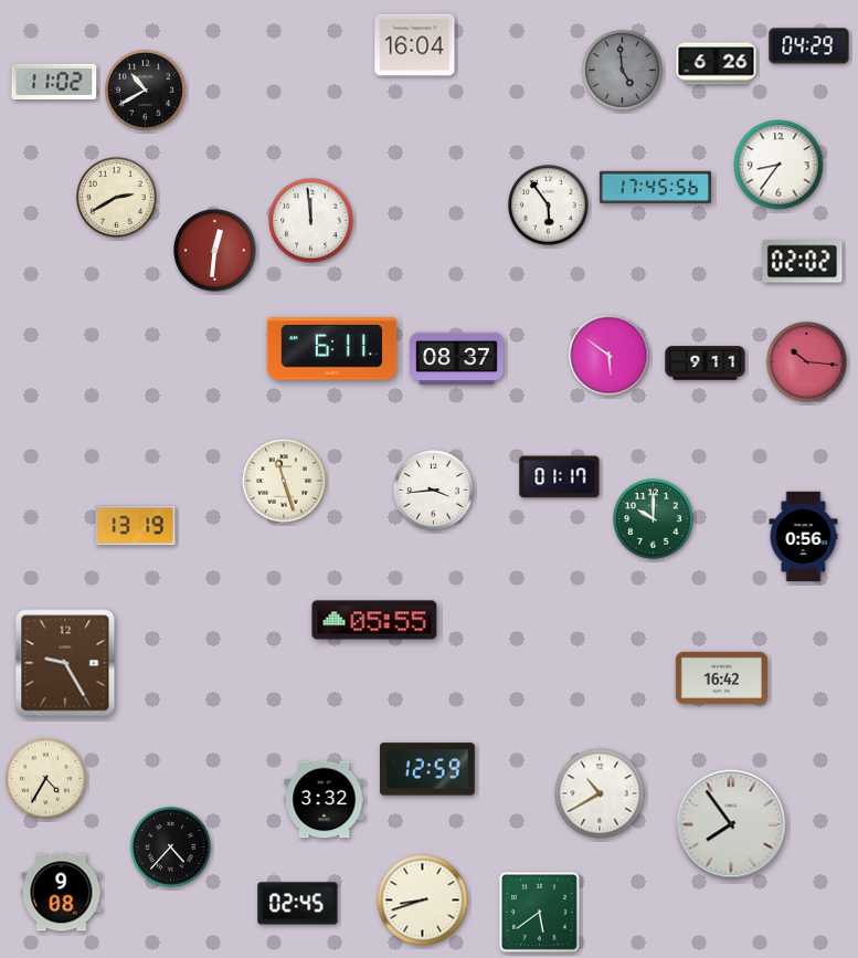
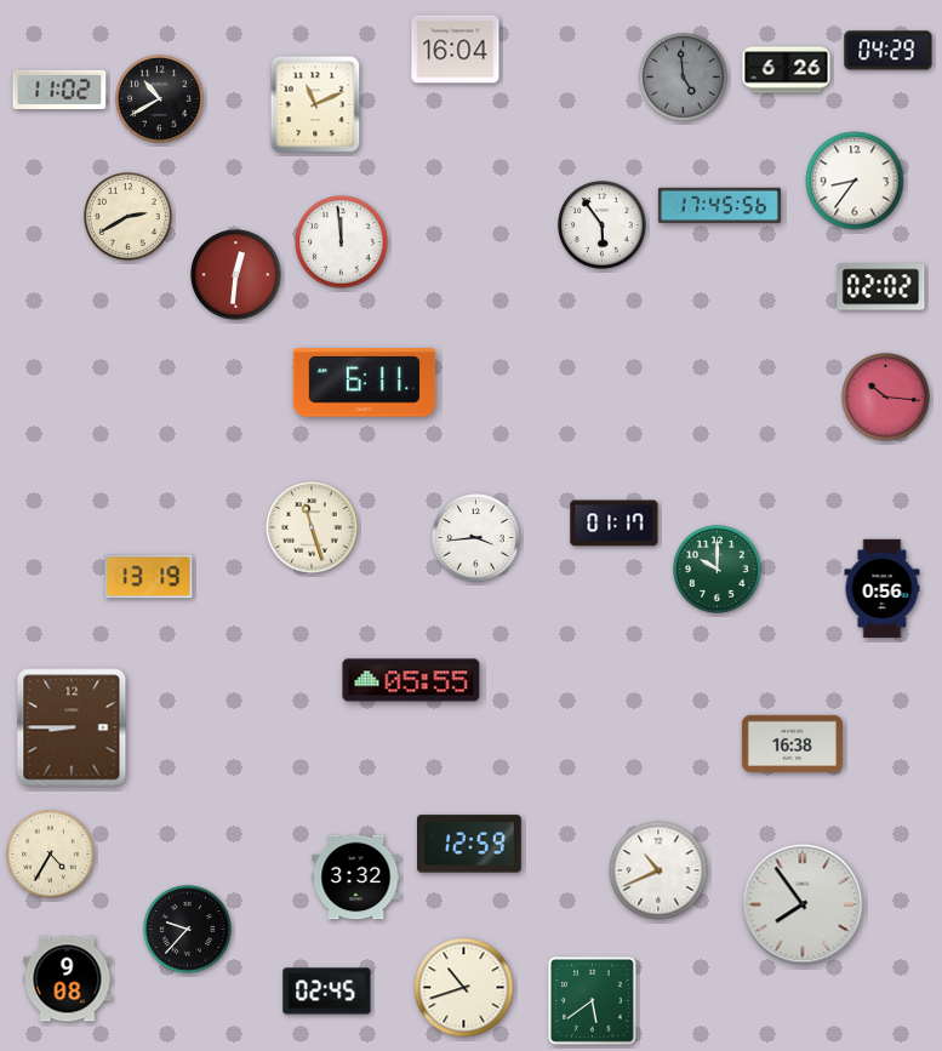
clock at (315, 104): none -> 11:11
clock at (610, 356): 5:51 -> none
clock at (457, 359): 08:37 -> none
clock at (706, 364): 9:11 -> none
clock at (65, 663): 9:25 -> 8:45
clock at (721, 677): 16:42 -> 16:38
clock at (600, 793): 10:40 -> 10:41
clock at (171, 848): 4:37 -> 9:37
clock at (423, 901): 8:42 -> 10:42
